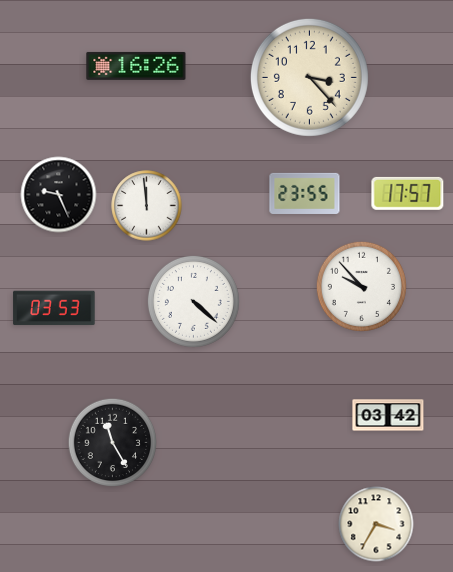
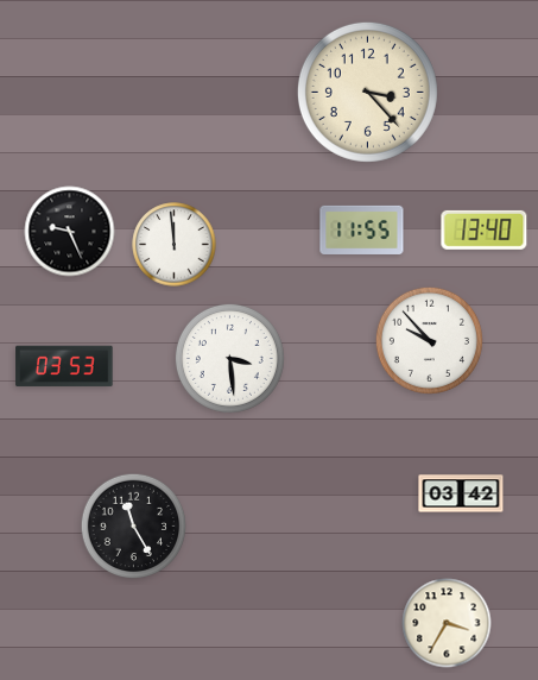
clock at (136, 66): 16:26 -> none
clock at (305, 193): 23:55 -> 11:55
clock at (408, 193): 17:57 -> 13:40
clock at (193, 301): 4:22 -> 3:29
